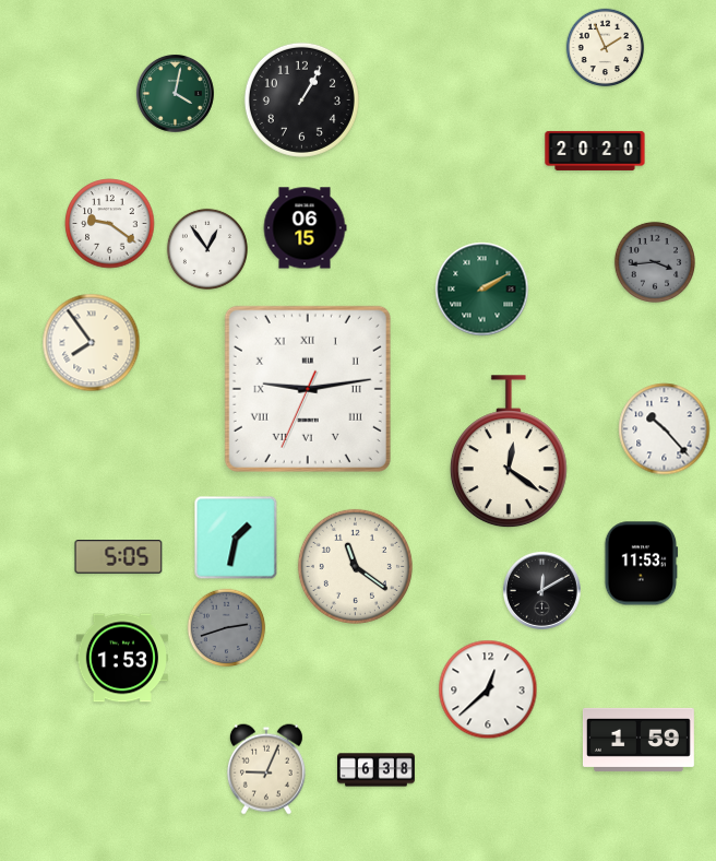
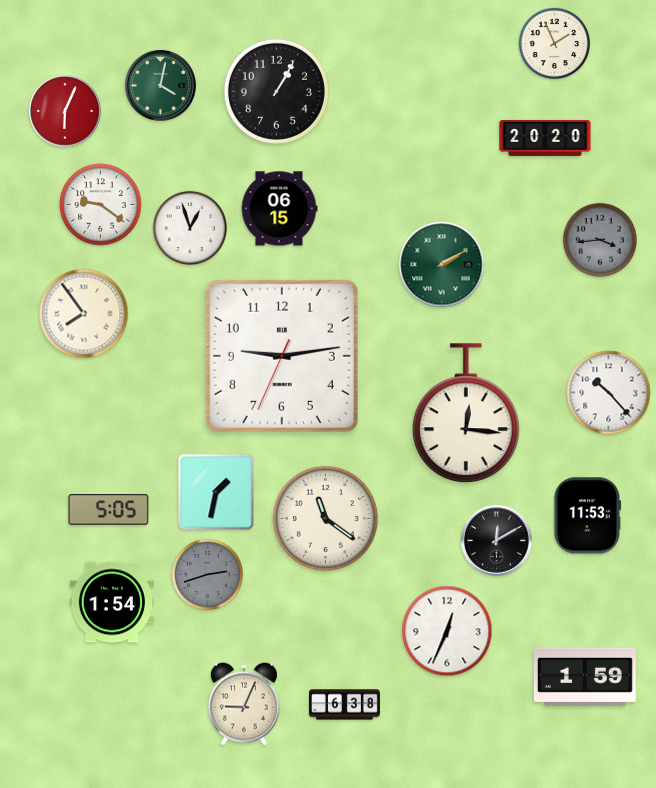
clock at (66, 112): none -> 6:04
clock at (207, 249): 12:54 -> 12:57
clock at (308, 389) numerals: Roman -> Arabic
clock at (509, 452): 12:21 -> 12:16
clock at (122, 658): 1:53 -> 1:54
clock at (488, 689): 12:38 -> 12:34
